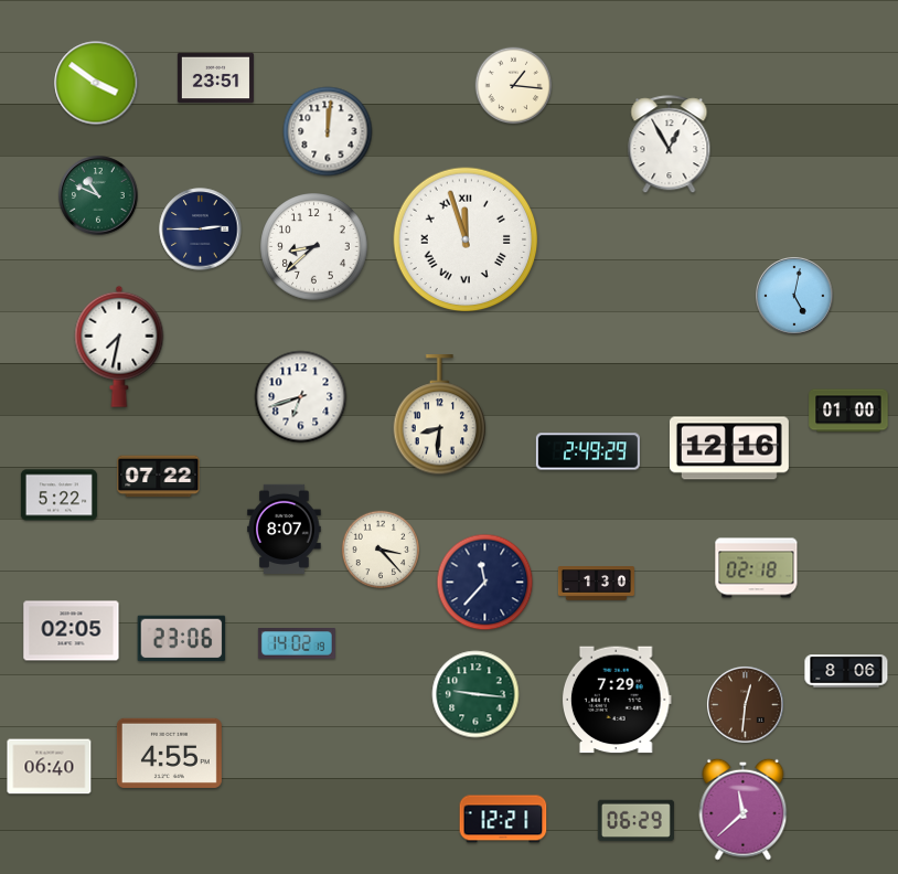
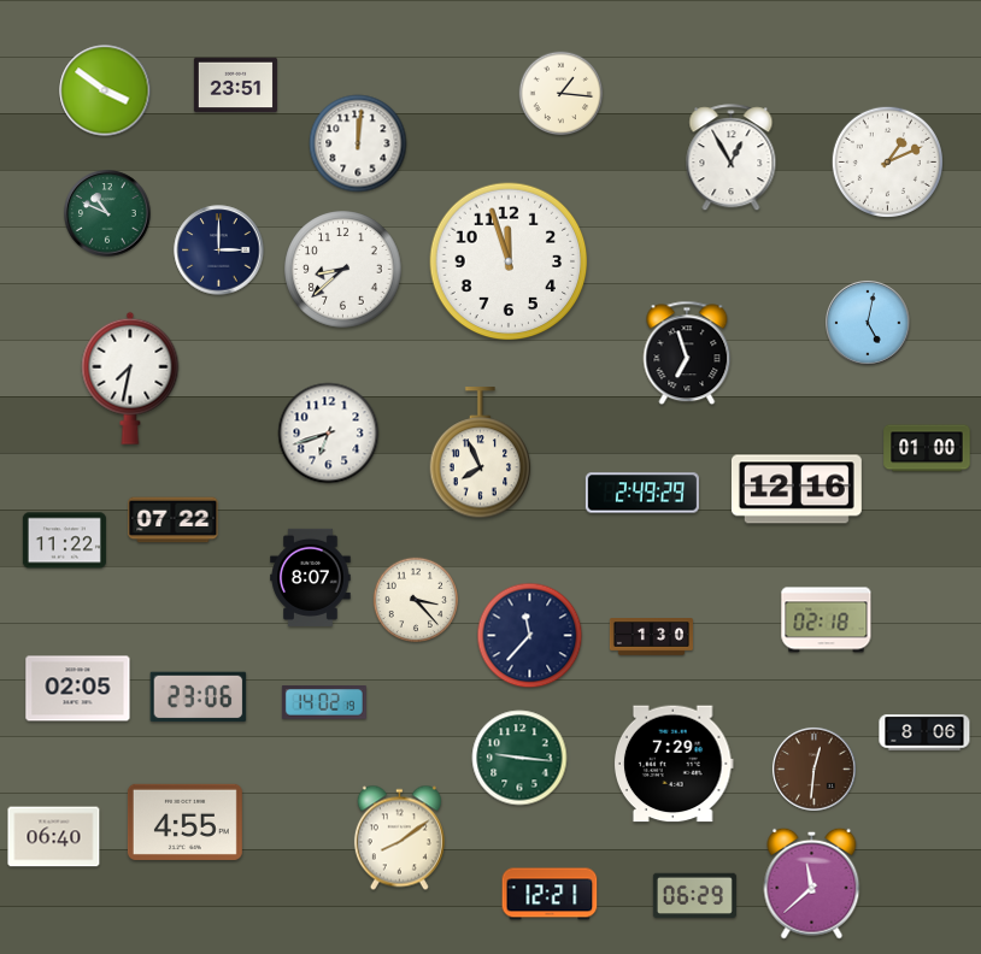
clock at (887, 161): none -> 1:11
clock at (201, 230): 2:45 -> 3:00
clock at (466, 239) numerals: Roman -> Arabic
clock at (687, 353): none -> 6:57
clock at (440, 415): 8:31 -> 7:56
clock at (58, 495): 5:22 -> 11:22
clock at (399, 838): none -> 8:09
